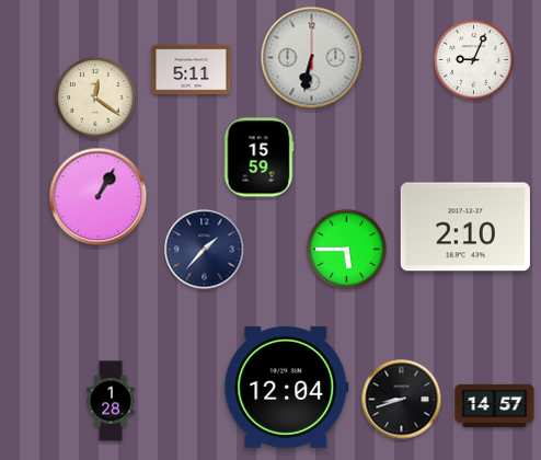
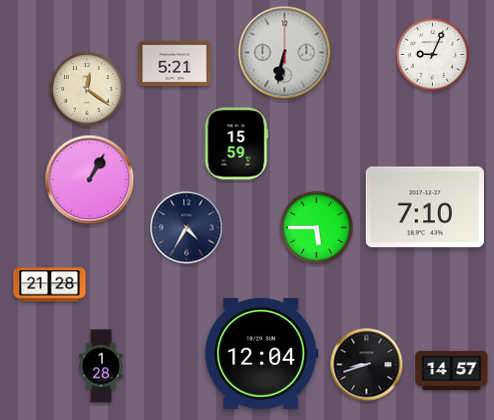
clock at (192, 70): 5:11 -> 5:21
clock at (465, 227): 2:10 -> 7:10
clock at (205, 250): 1:37 -> 4:35
clock at (50, 285): none -> 21:28
